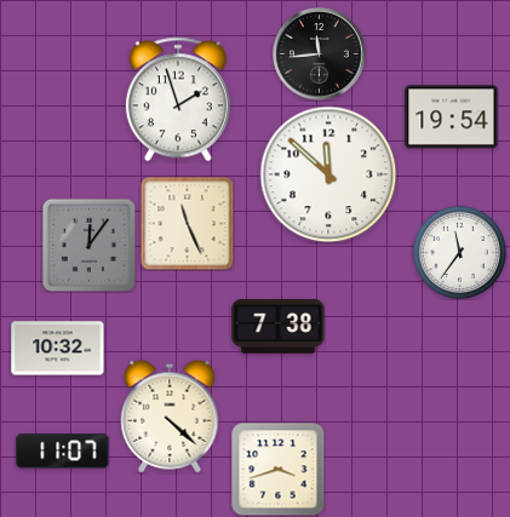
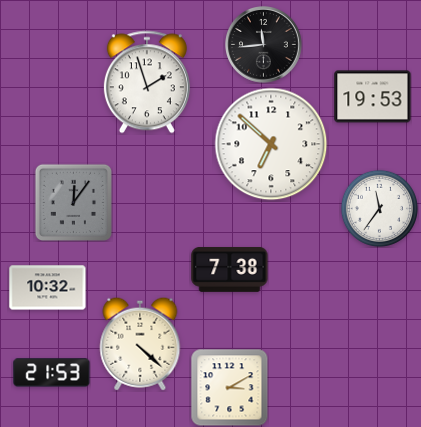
clock at (452, 117): 19:54 -> 19:53
clock at (328, 174): 11:52 -> 6:52
clock at (187, 223): 11:26 -> none
clock at (63, 452): 11:07 -> 21:53
clock at (277, 469): 3:42 -> 3:10
